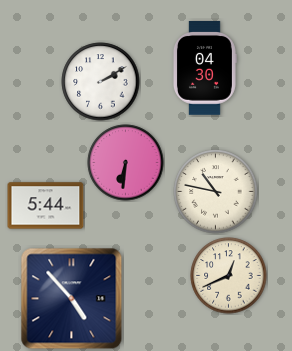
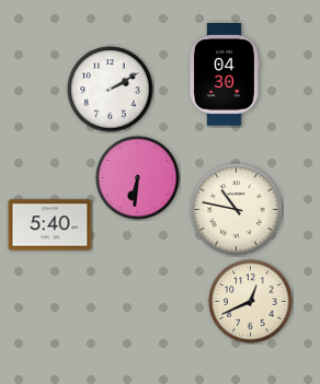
clock at (46, 206): 5:44 -> 5:40
clock at (72, 299): 4:53 -> none
